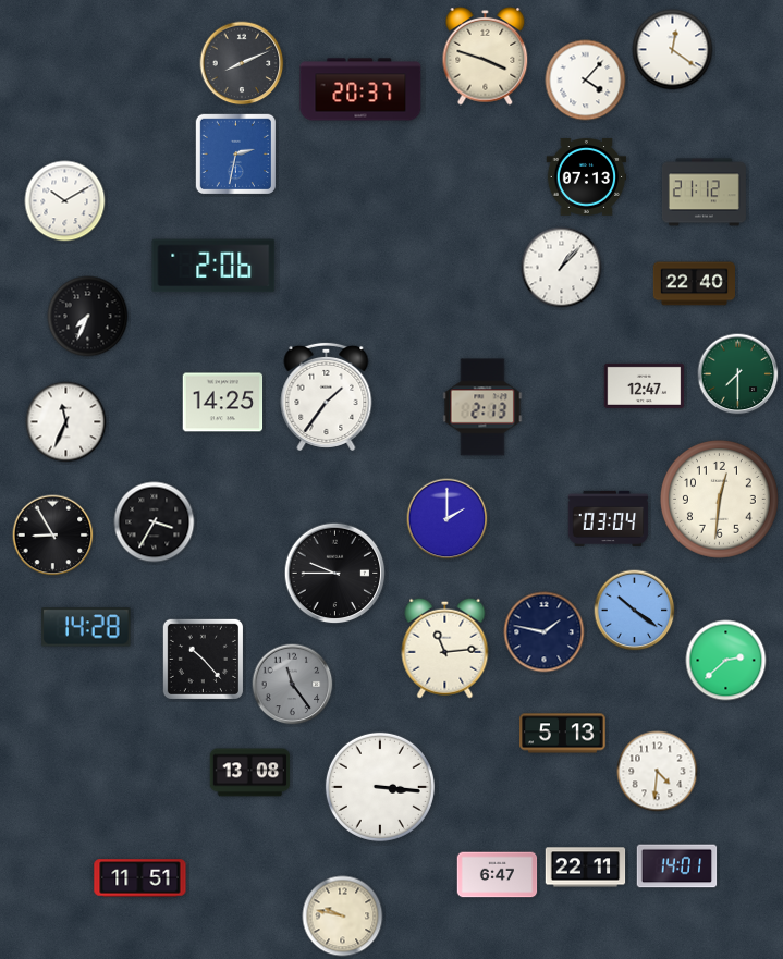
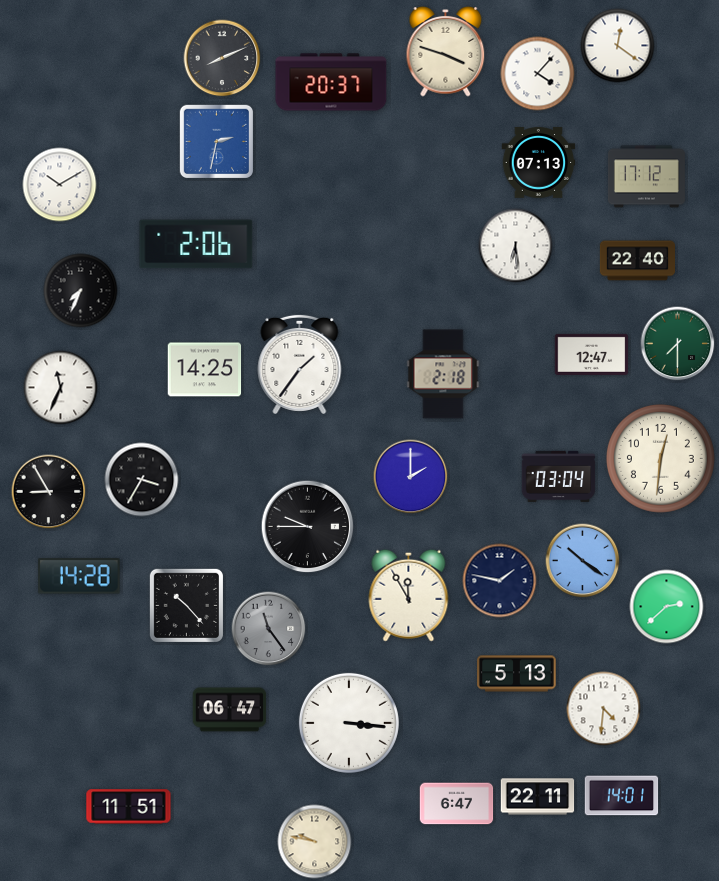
clock at (704, 193): 21:12 -> 17:12
clock at (562, 268): 1:07 -> 6:29
clock at (482, 407): 2:13 -> 2:18
clock at (445, 648): 11:14 -> 11:55
clock at (250, 773): 13:08 -> 06:47
